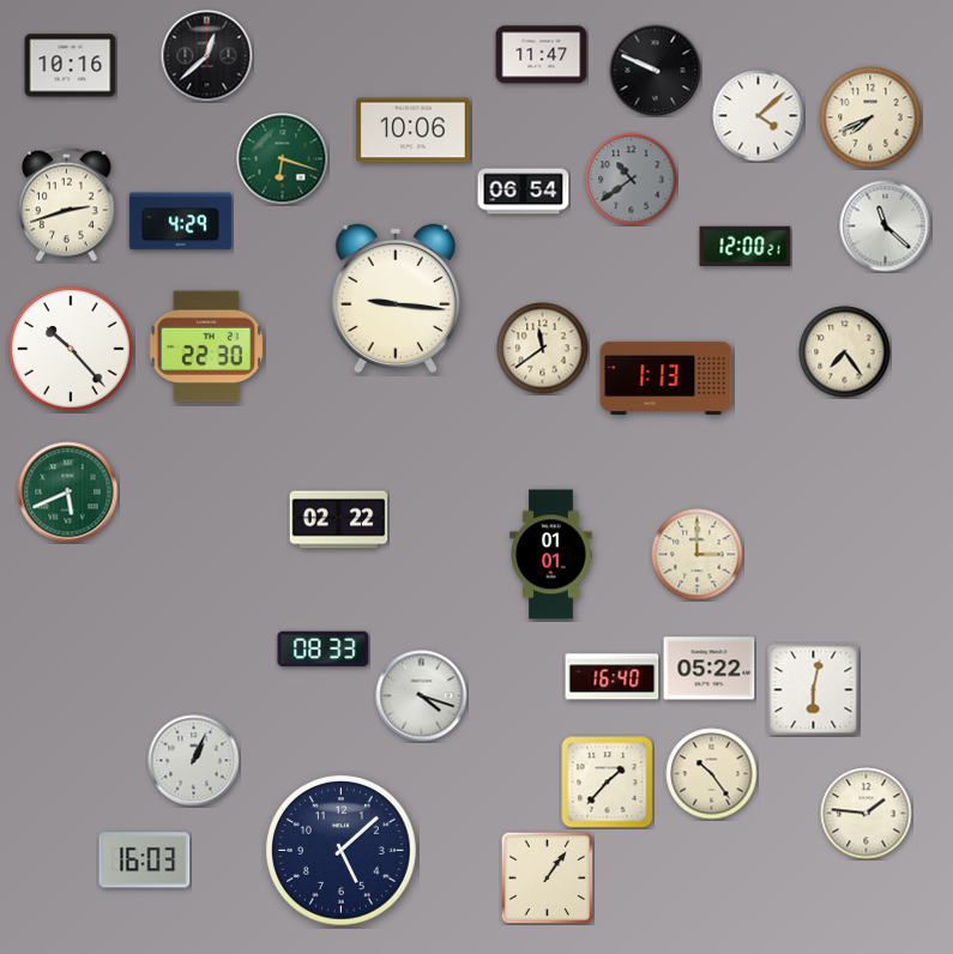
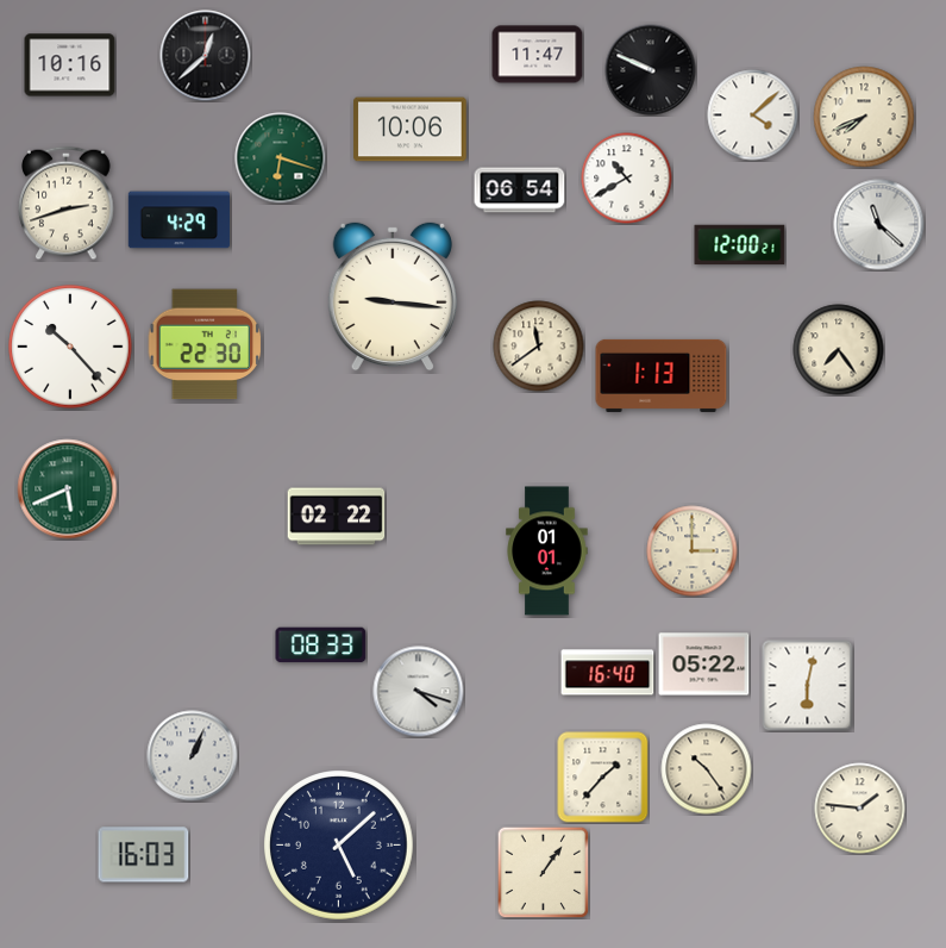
clock at (632, 180): 10:39 -> 10:40
clock at (632, 180) dial: grey -> white
